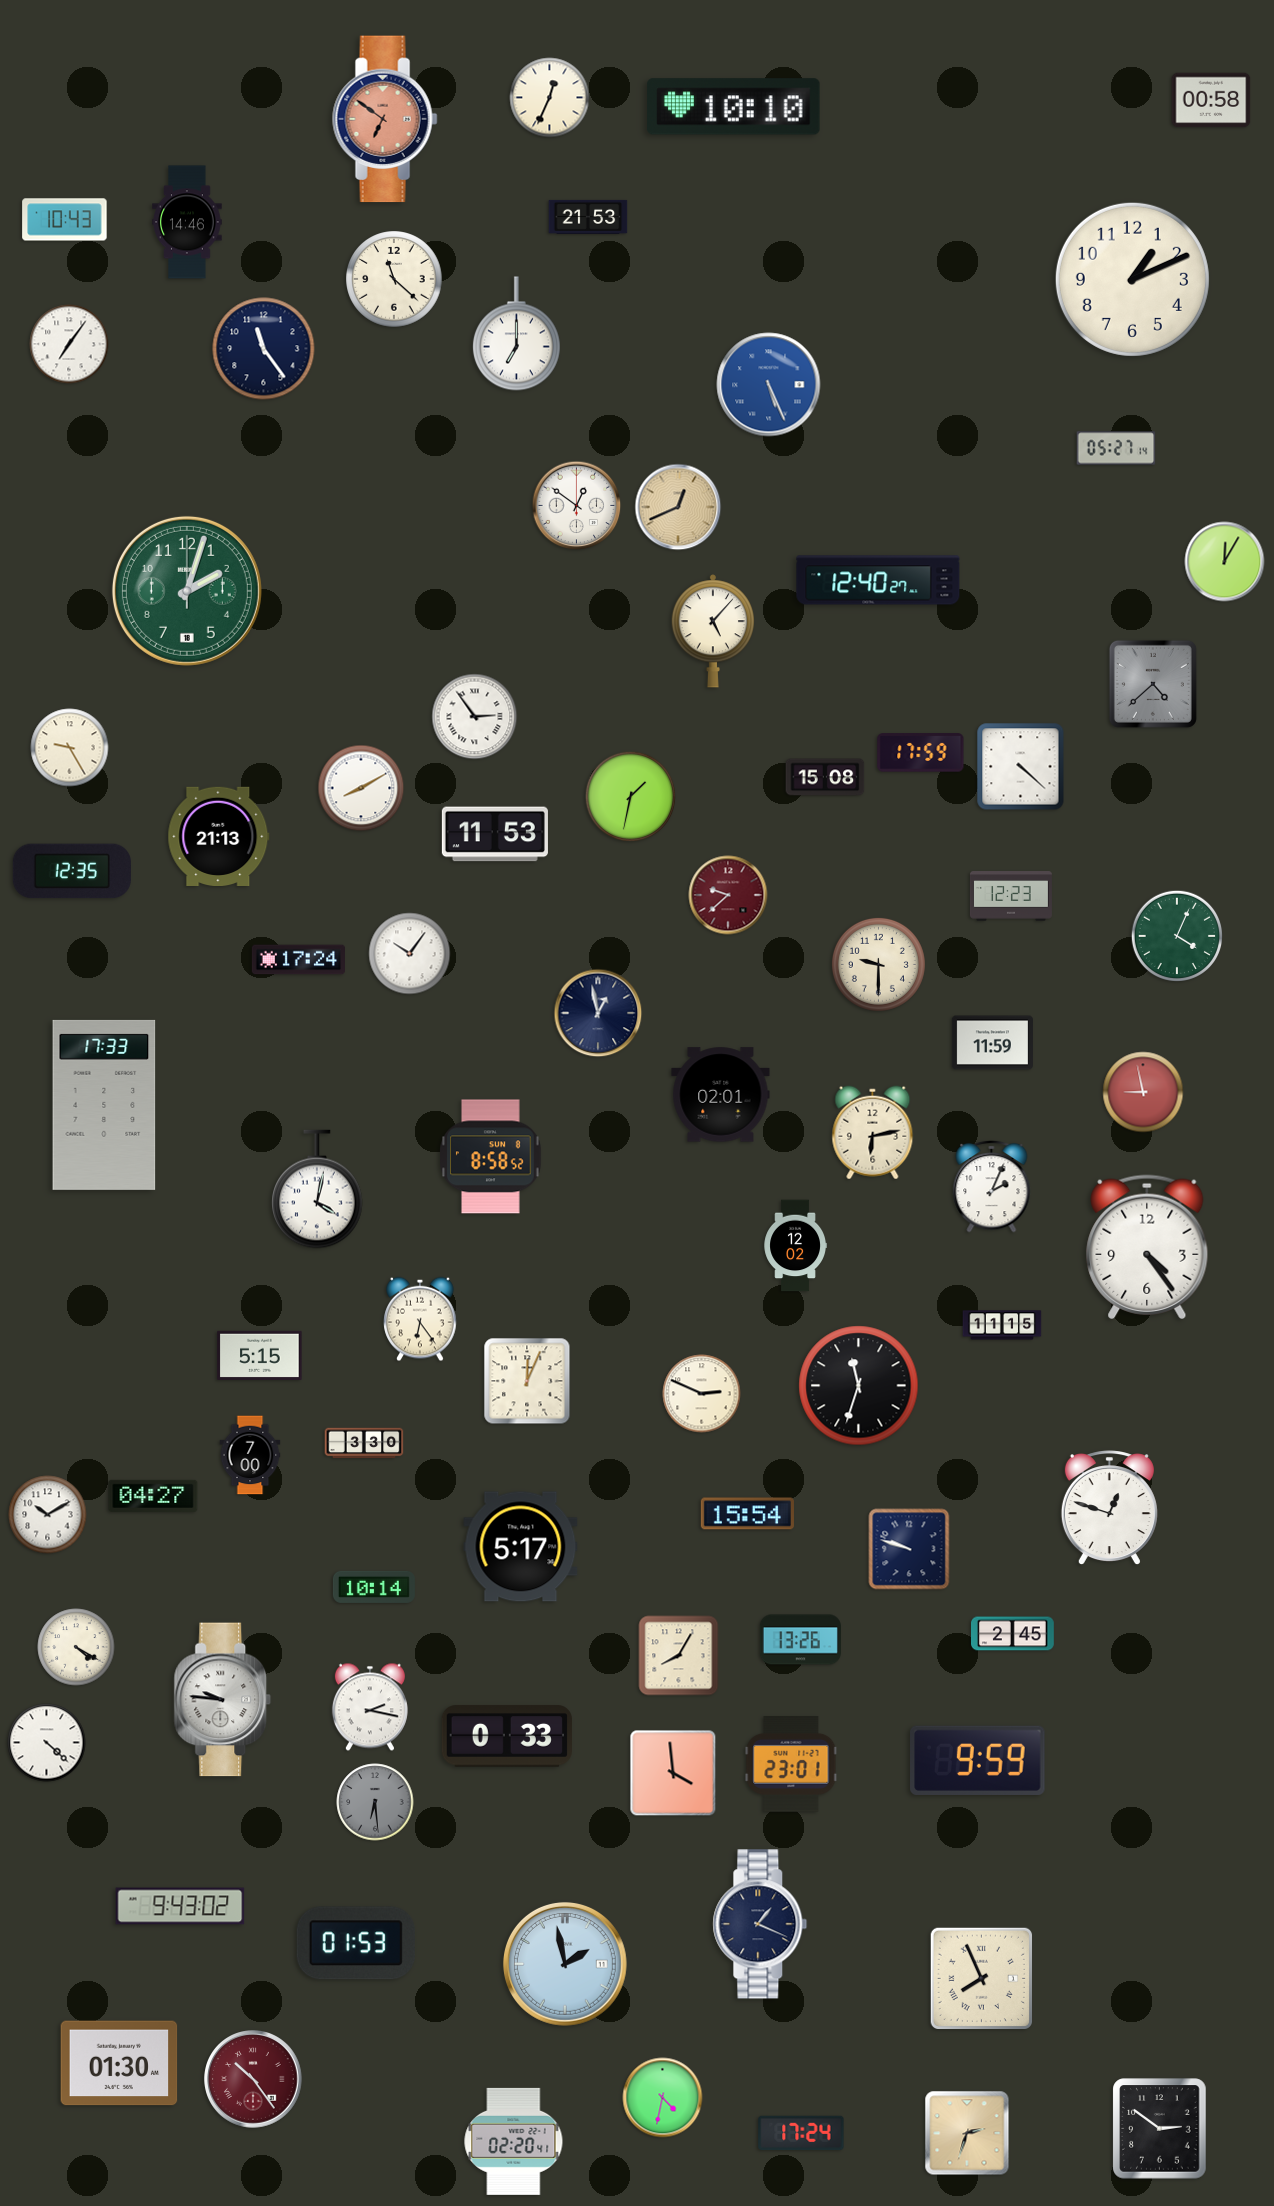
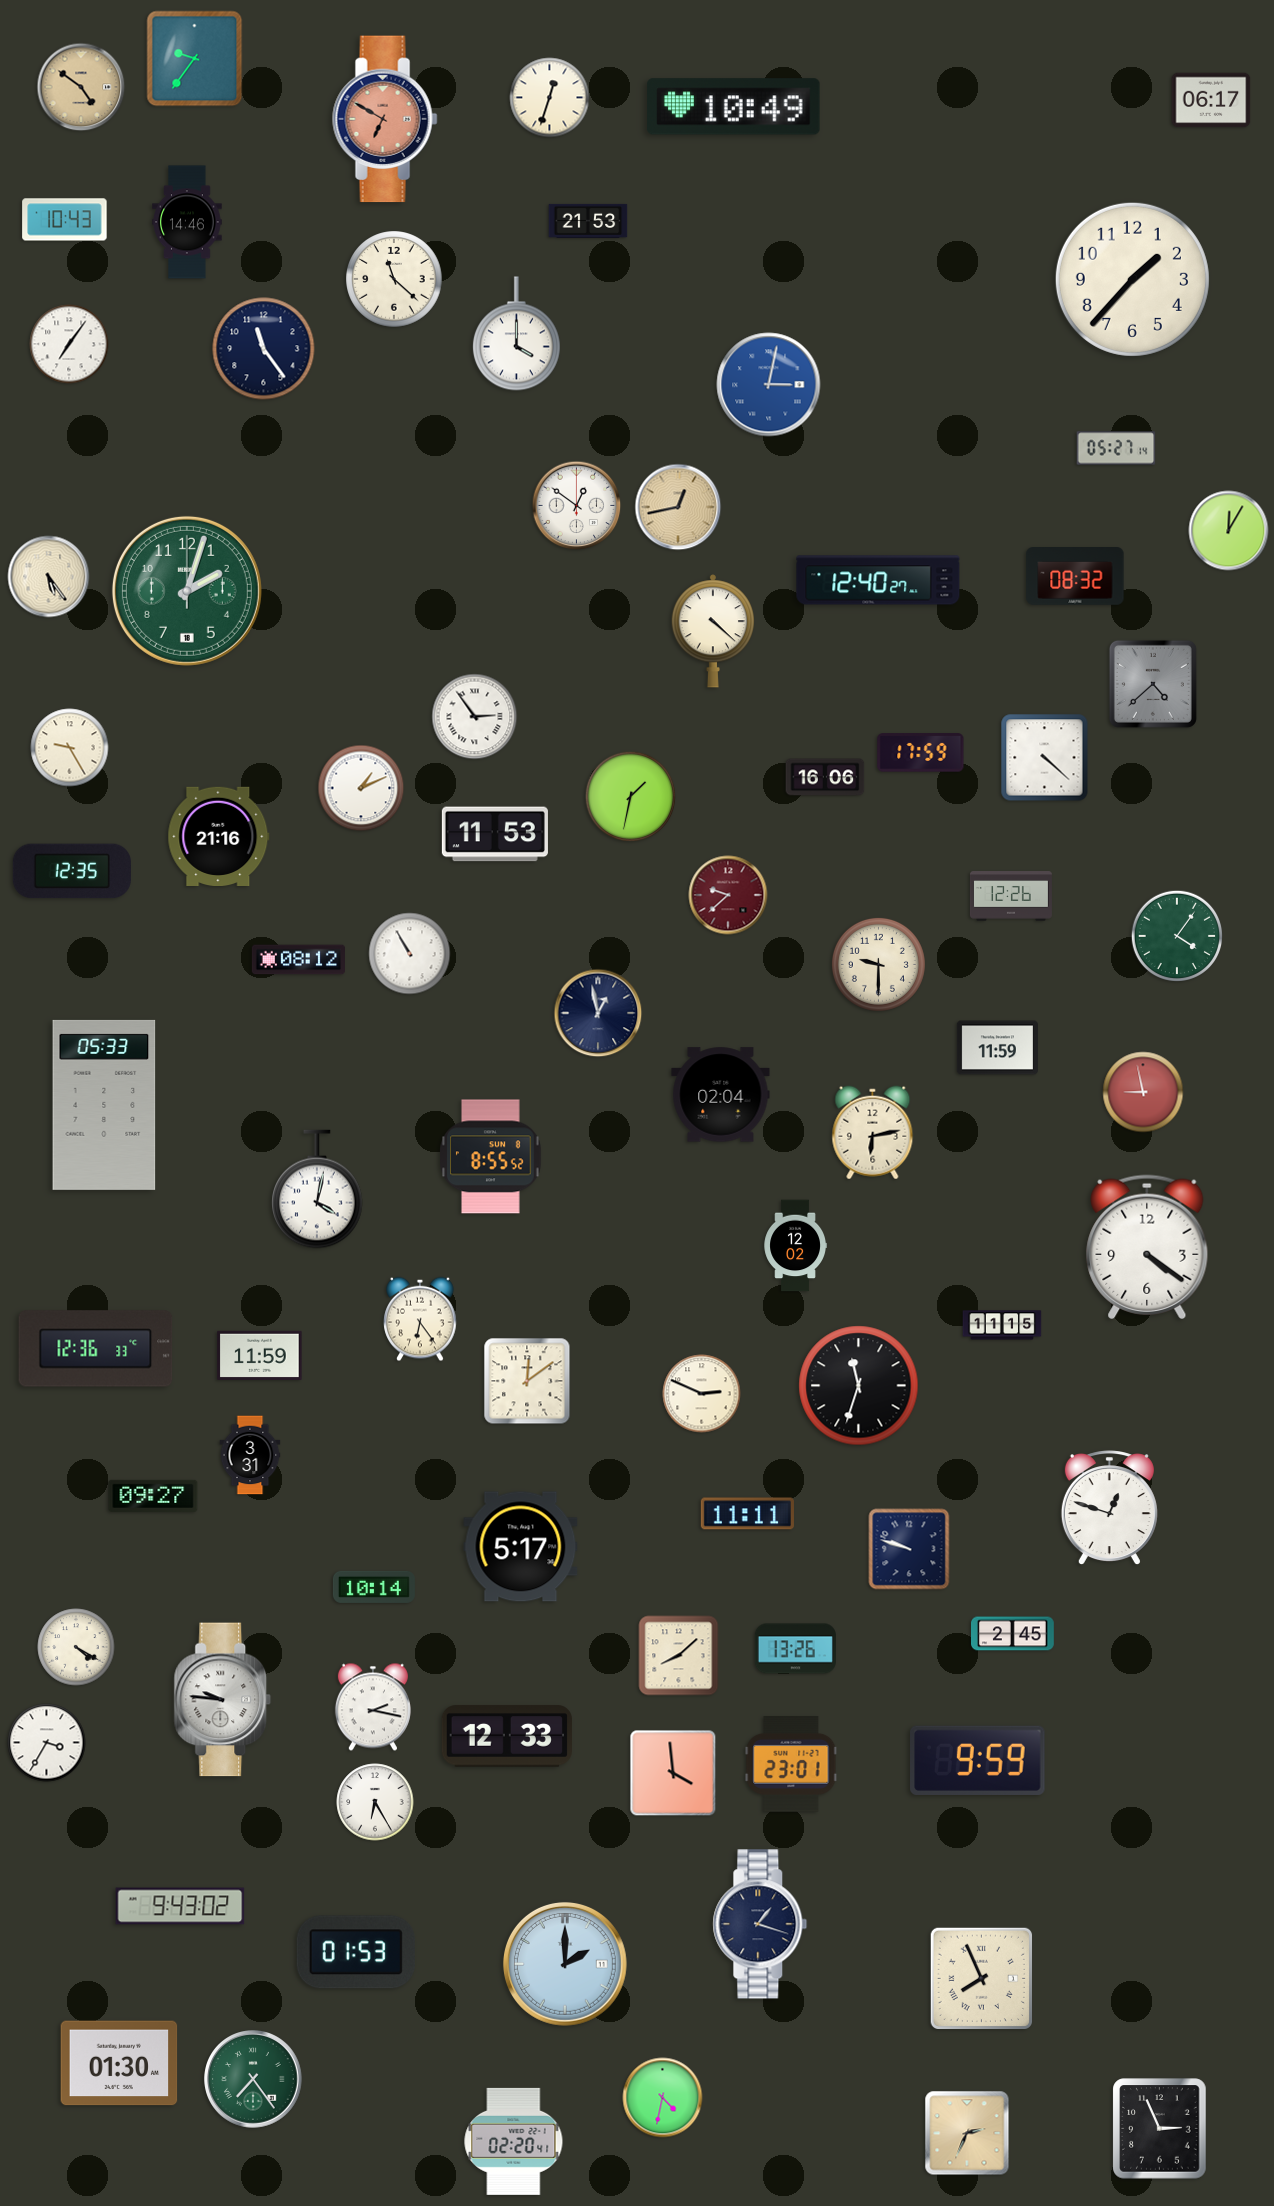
clock at (195, 59): none -> 9:36
clock at (81, 87): none -> 4:51
clock at (550, 98): 12:34 -> 12:33
clock at (1211, 100): 00:58 -> 06:17
clock at (734, 107): 10:10 -> 10:49
clock at (385, 119): 6:51 -> 6:50
clock at (588, 217) position: (588, 217) -> (588, 221)
clock at (1132, 279): 1:11 -> 1:37
clock at (516, 334): 7:00 -> 4:00
clock at (769, 385): 5:26 -> 3:02
clock at (678, 507): 12:41 -> 12:43
clock at (1225, 562) position: (1225, 562) -> (1229, 531)
clock at (49, 577): none -> 5:24
clock at (1075, 577): none -> 08:32
clock at (713, 631): 5:07 -> 4:22
clock at (1021, 767) position: (1021, 767) -> (1045, 758)
clock at (825, 777): 15:08 -> 16:06
clock at (361, 788): 8:10 -> 1:11
clock at (219, 836): 21:13 -> 21:16
clock at (1011, 896): 12:23 -> 12:26
clock at (1176, 935): 4:04 -> 4:06
clock at (410, 954): 10:06 -> 10:55
clock at (298, 960): 17:24 -> 08:12
clock at (992, 1043) position: (992, 1043) -> (997, 1048)
clock at (721, 1095): 02:01 -> 02:04
clock at (104, 1105): 17:33 -> 05:33
clock at (491, 1157): 8:58 -> 8:55
clock at (992, 1186): 2:04 -> none
clock at (1147, 1247): 4:24 -> 4:21
clock at (96, 1349): none -> 12:36
clock at (260, 1355): 5:15 -> 11:59
clock at (527, 1381): 12:04 -> 12:09
clock at (364, 1443): 3:30 -> none
clock at (250, 1455): 7:00 -> 3:31
clock at (153, 1496): 04:27 -> 09:27
clock at (747, 1514): 15:54 -> 11:11
clock at (48, 1515): 10:10 -> none
clock at (800, 1640) position: (800, 1640) -> (795, 1649)
clock at (679, 1656): 8:05 -> 8:08
clock at (370, 1707) position: (370, 1707) -> (373, 1707)
clock at (506, 1736): 0:33 -> 12:33
clock at (47, 1743): 4:22 -> 3:35
clock at (375, 1802): 6:29 -> 6:25
clock at (375, 1802) dial: grey -> white
clock at (760, 1924): 1:19 -> 1:18
clock at (356, 1943) position: (356, 1943) -> (356, 1952)
clock at (565, 1964): 1:58 -> 2:00
clock at (253, 2079): 10:24 -> 7:24
clock at (253, 2079) dial: burgundy -> green
clock at (1160, 2129): 2:51 -> 2:56
clock at (801, 2133): 17:24 -> none
clock at (967, 2133): 2:33 -> 2:34
